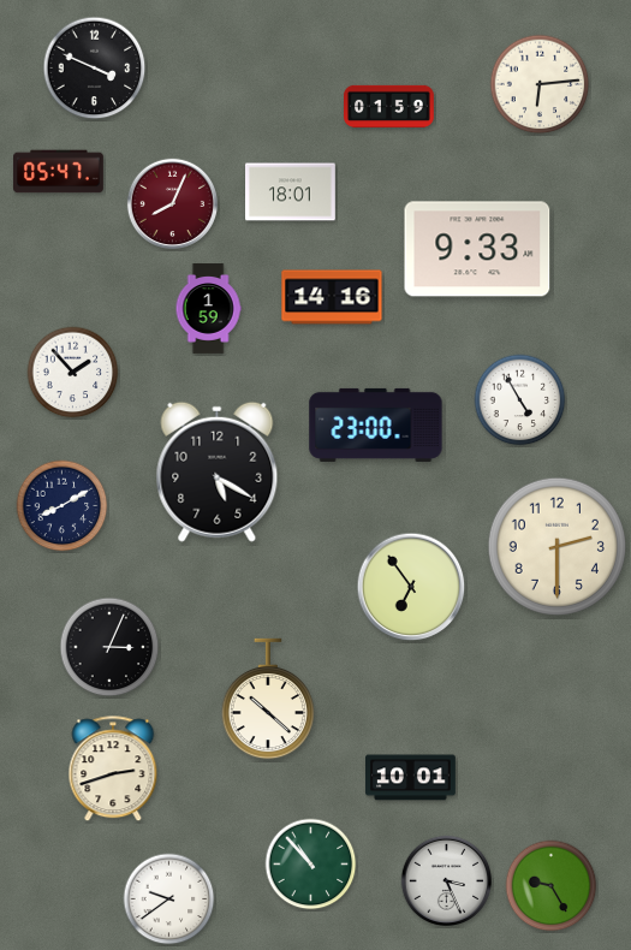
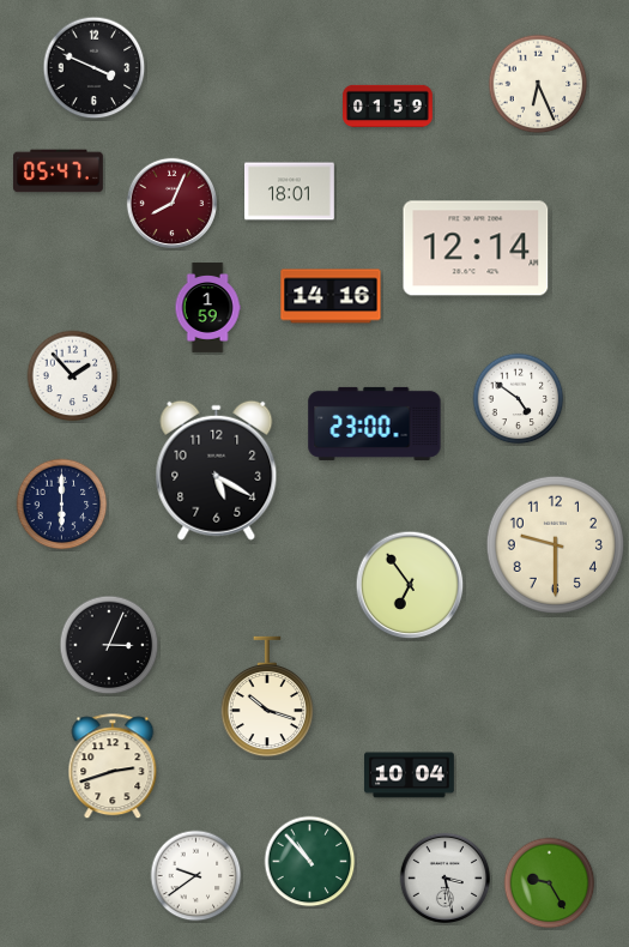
clock at (540, 84): 6:14 -> 6:26
clock at (477, 249): 9:33 -> 12:14
clock at (73, 373) position: (73, 373) -> (73, 376)
clock at (520, 400): 4:55 -> 4:51
clock at (62, 506): 8:10 -> 6:00
clock at (556, 546): 2:30 -> 9:30
clock at (268, 699): 10:22 -> 10:18
clock at (411, 778): 10:01 -> 10:04
clock at (446, 880): 3:26 -> 3:28
clock at (169, 899) position: (169, 899) -> (196, 876)
